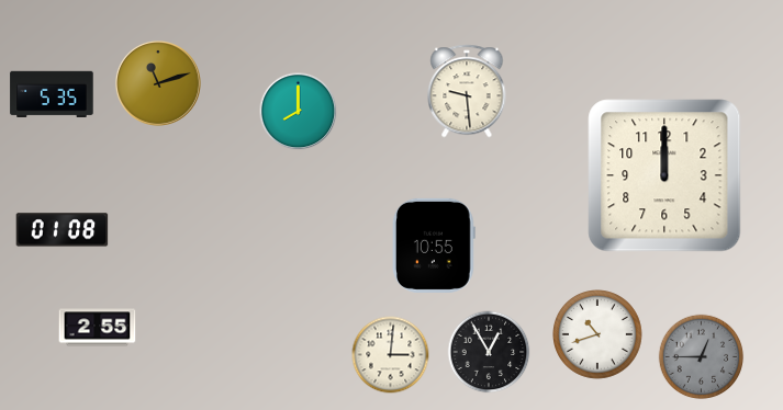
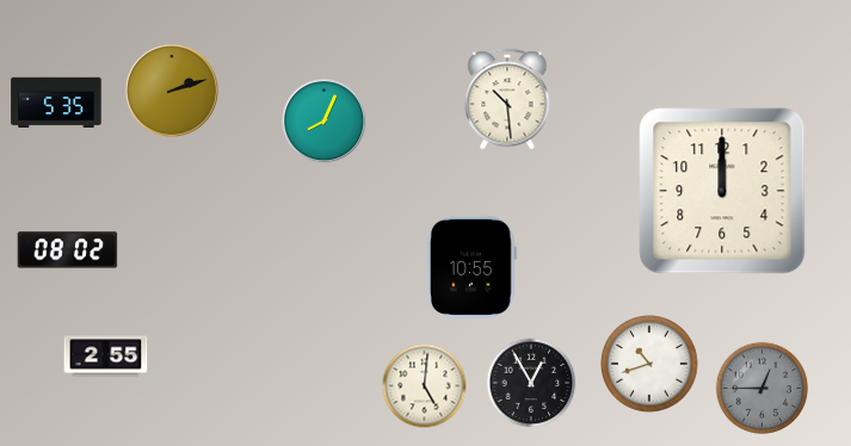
clock at (158, 83): 11:12 -> 2:12
clock at (467, 91): 9:29 -> 10:29
clock at (299, 112): 8:00 -> 8:04
clock at (63, 230): 01:08 -> 08:02
clock at (391, 355): 3:01 -> 5:01
